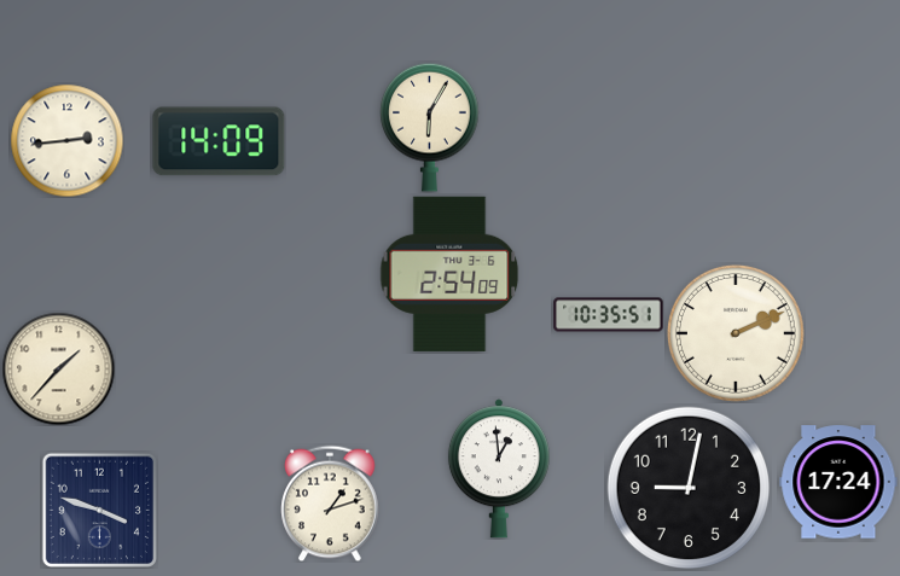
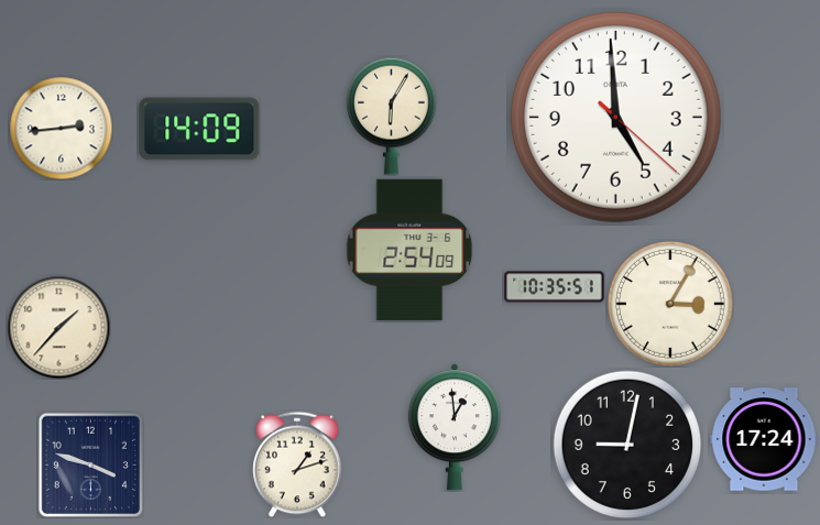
clock at (615, 117): none -> 4:59
clock at (736, 333): 2:11 -> 3:05
clock at (58, 368) position: (58, 368) -> (58, 327)
clock at (330, 504) position: (330, 504) -> (297, 464)
